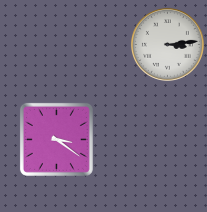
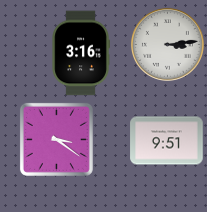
clock at (81, 53): none -> 3:16
clock at (167, 141): none -> 9:51
